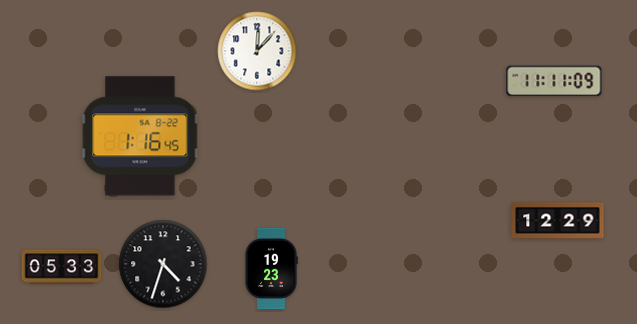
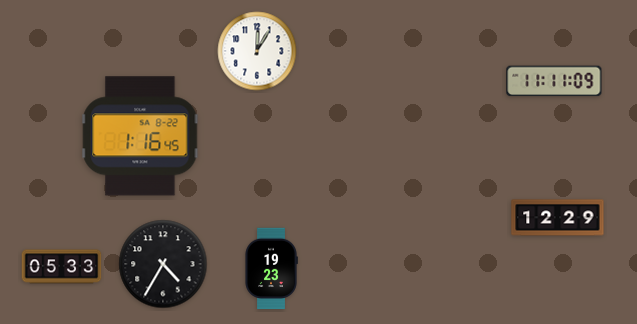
clock at (257, 51): 12:07 -> 12:05
clock at (558, 221) position: (558, 221) -> (558, 218)
clock at (163, 264): 4:33 -> 4:35
